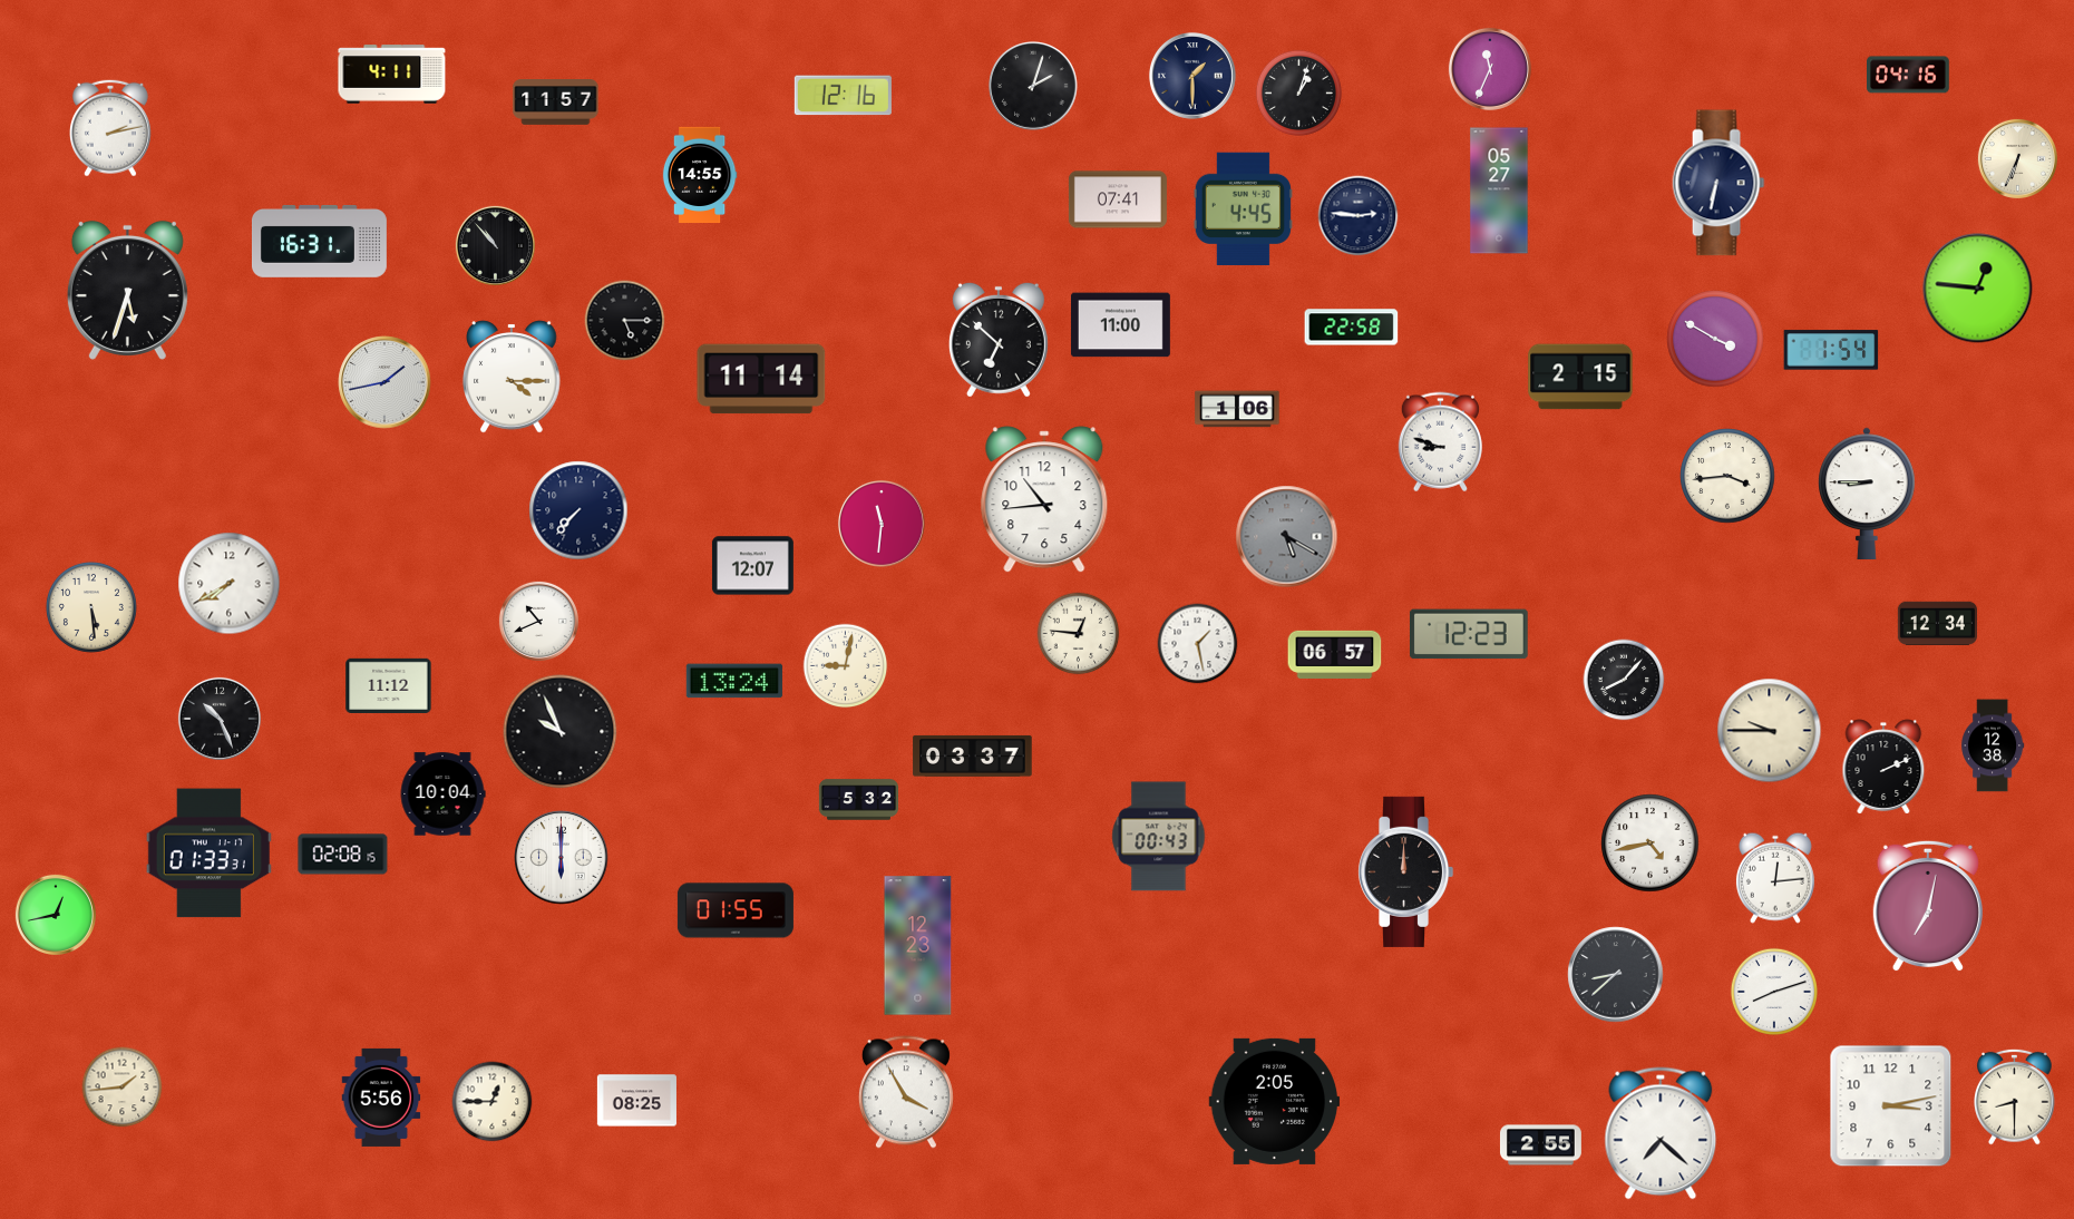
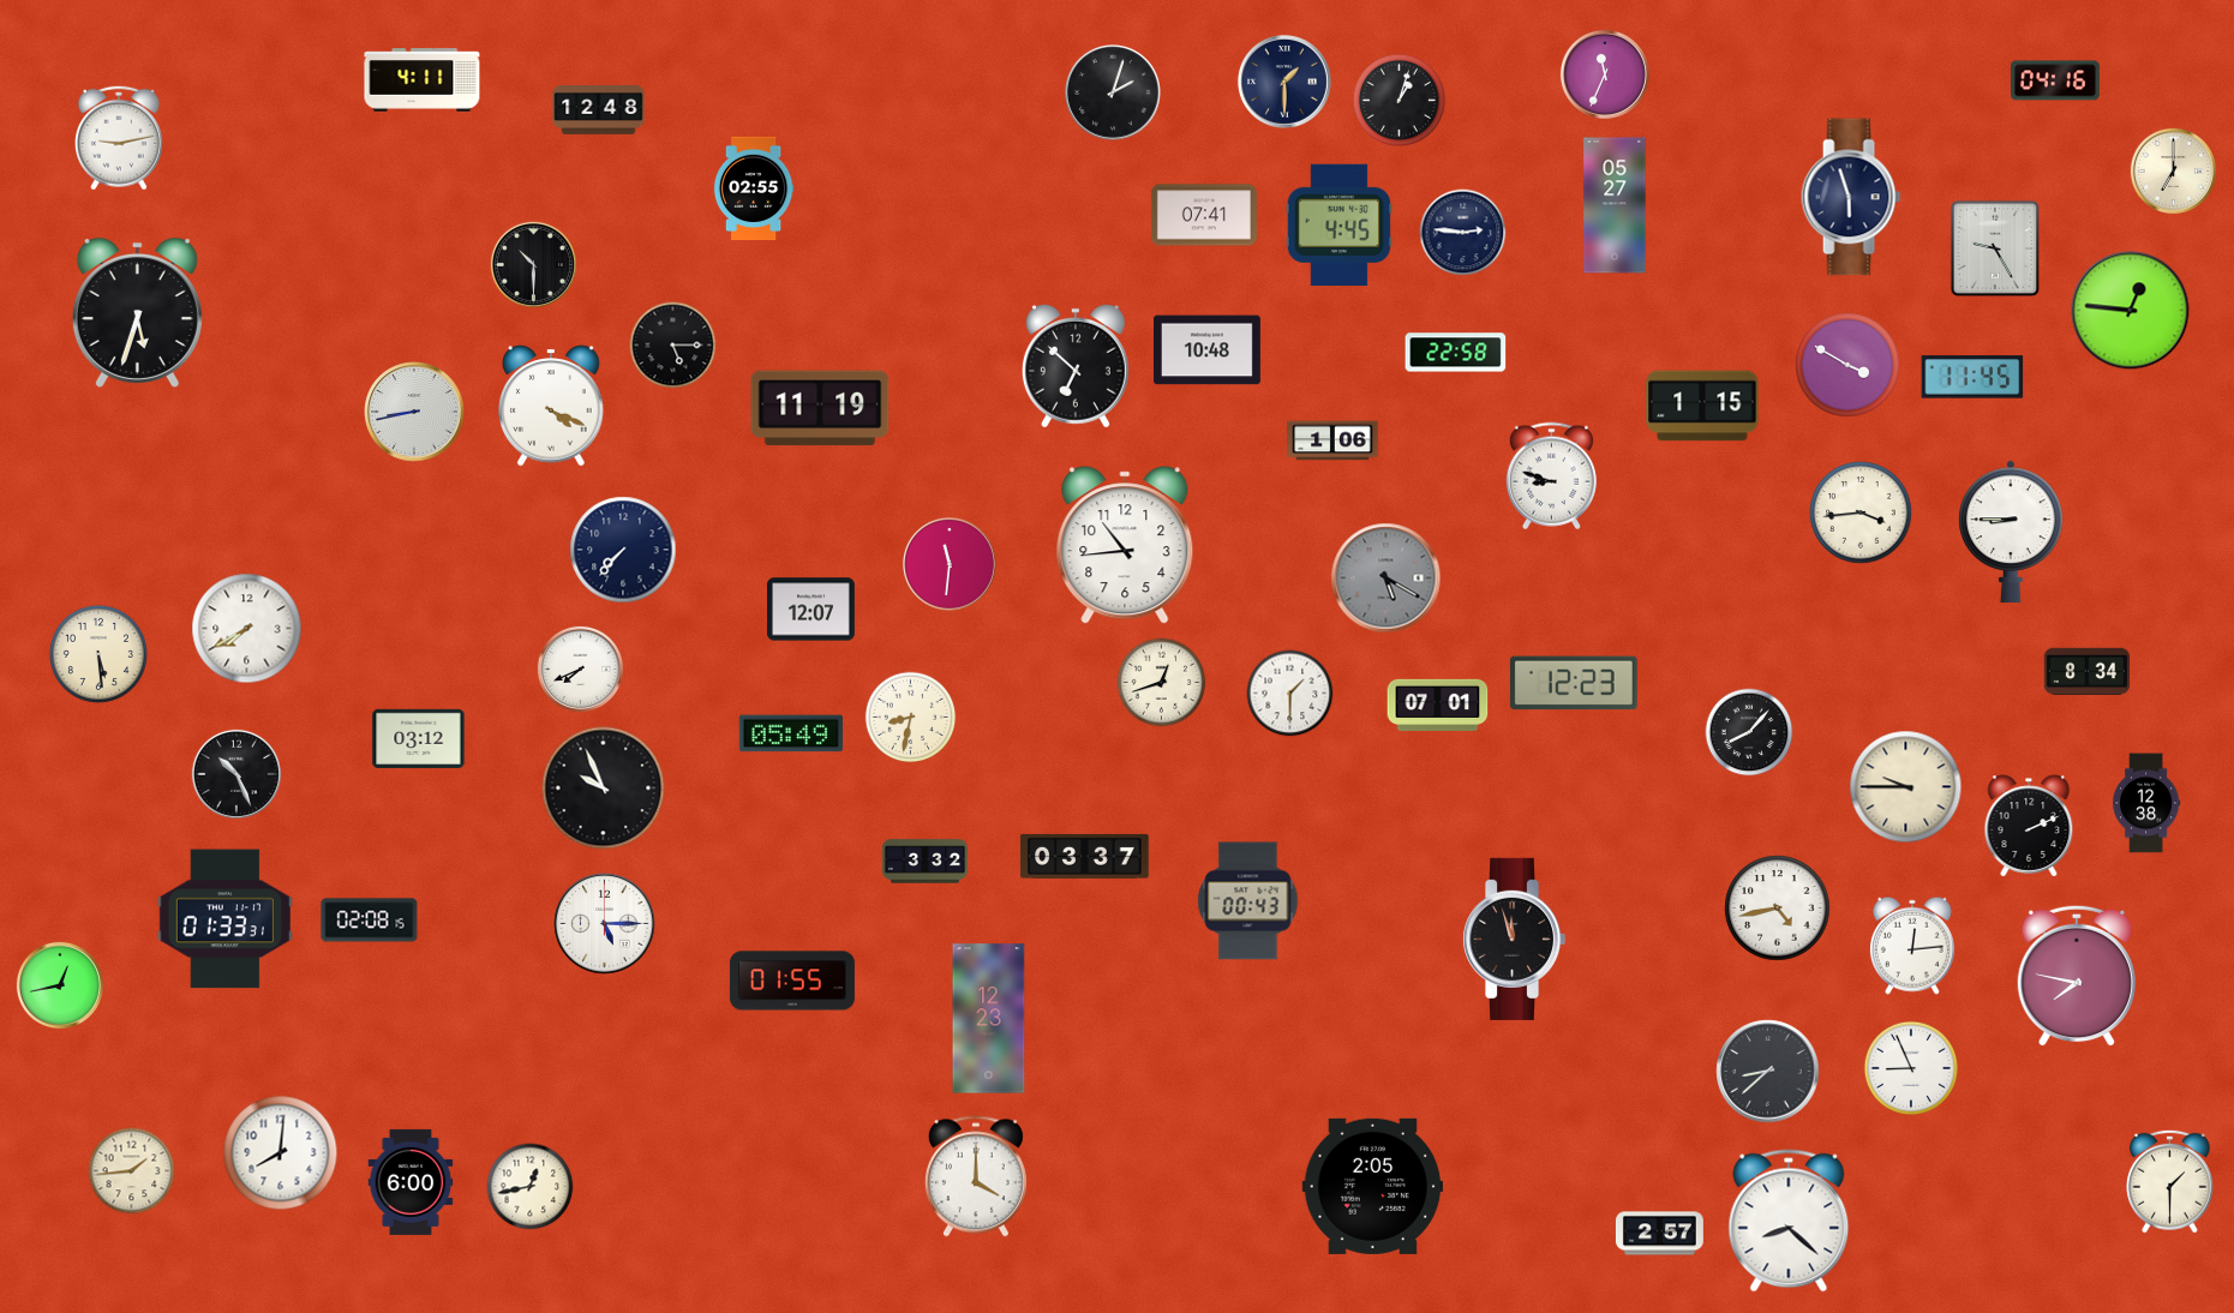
clock at (843, 96): 12:16 -> none
clock at (556, 103): 11:57 -> 12:48
clock at (110, 128): 2:13 -> 9:13
clock at (2017, 158): 6:34 -> 7:00
clock at (700, 175): 14:55 -> 02:55
clock at (1718, 183): 6:32 -> 5:57
clock at (1994, 247): none -> 9:25
clock at (319, 241): 16:31 -> none
clock at (495, 245): 10:53 -> 10:30
clock at (1120, 325): 11:00 -> 10:48
clock at (1831, 350): 1:54 -> 11:45
clock at (512, 377): 4:15 -> 4:19
clock at (1580, 377): 2:15 -> 1:15
clock at (761, 379): 11:14 -> 11:19
clock at (384, 382): 1:43 -> 8:43
clock at (1044, 499) position: (1044, 499) -> (1125, 545)
clock at (538, 621): 10:41 -> 7:41
clock at (1937, 623): 12:34 -> 8:34
clock at (1079, 634): 12:46 -> 12:42
clock at (1469, 634) position: (1469, 634) -> (1574, 683)
clock at (1198, 644): 1:28 -> 1:30
clock at (1335, 654): 06:57 -> 07:01
clock at (846, 666): 9:02 -> 8:32
clock at (734, 681): 13:24 -> 05:49
clock at (389, 685): 11:12 -> 03:12
clock at (973, 755) position: (973, 755) -> (1085, 856)
clock at (442, 794): 10:04 -> none
clock at (858, 800): 5:32 -> 3:32
clock at (562, 858): 6:00 -> 5:15
clock at (1406, 871): 12:00 -> 11:57
clock at (1928, 906): 7:02 -> 7:47
clock at (1616, 975) position: (1616, 975) -> (1768, 1072)
clock at (1773, 991): 8:12 -> 8:56
clock at (281, 1153): none -> 8:01
clock at (906, 1092): 3:55 -> 4:00
clock at (2015, 1096): 8:30 -> 1:30
clock at (381, 1098): 5:56 -> 6:00
clock at (636, 1101): 08:25 -> none
clock at (493, 1102): 12:45 -> 12:43
clock at (1891, 1106): 3:13 -> none
clock at (1661, 1133): 7:22 -> 8:22
clock at (1540, 1145): 2:55 -> 2:57
